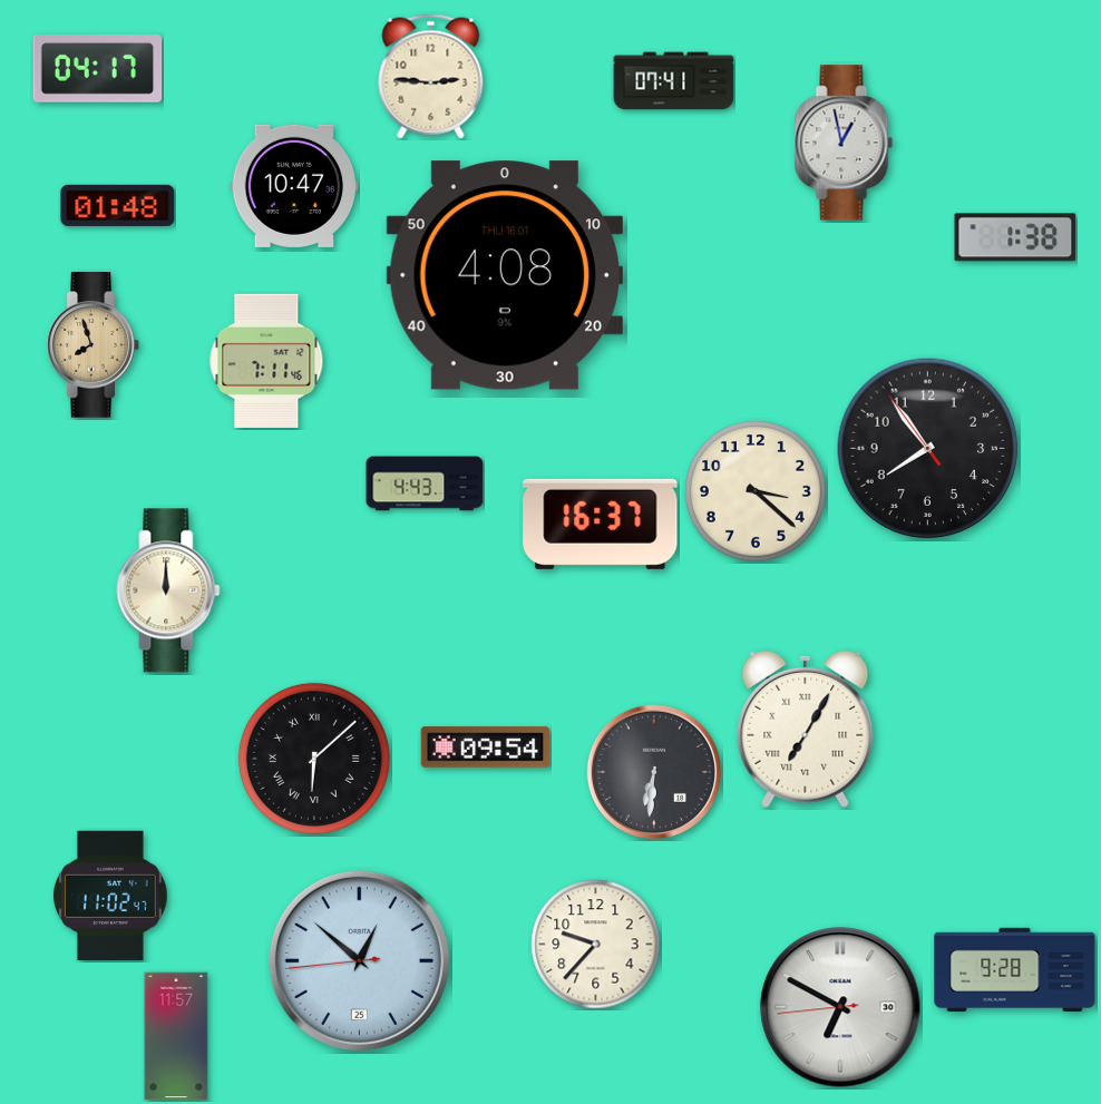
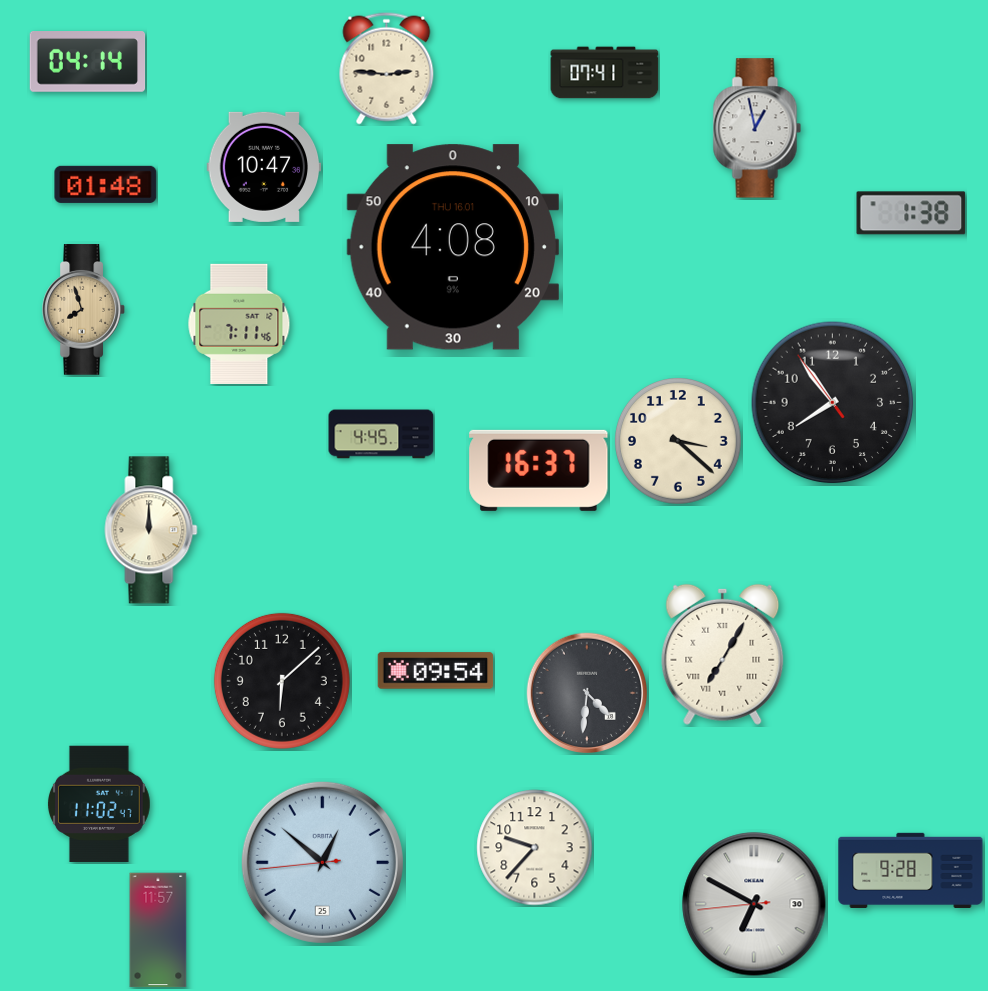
clock at (98, 69): 04:17 -> 04:14
clock at (425, 483): 4:43 -> 4:45
clock at (314, 759) numerals: Roman -> Arabic
clock at (654, 772): 6:31 -> 4:31
